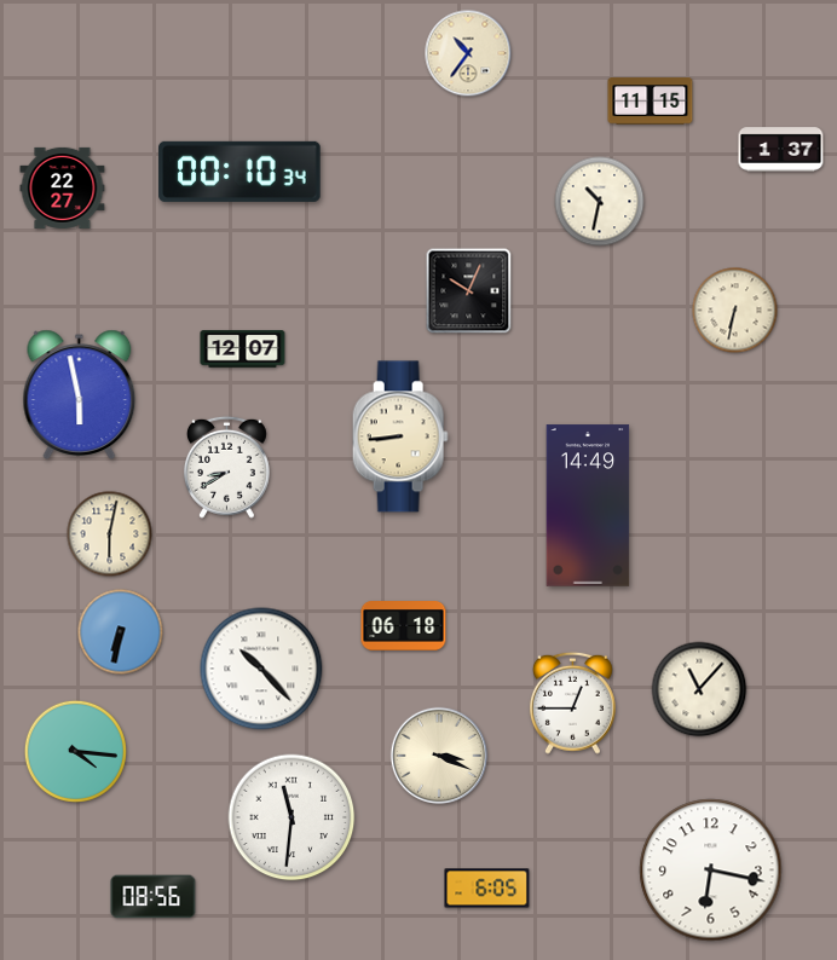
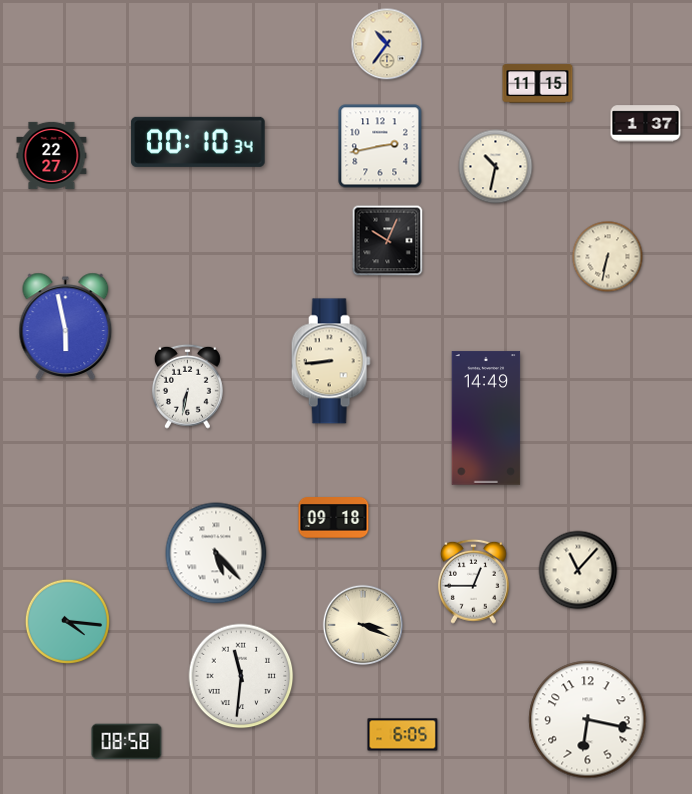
clock at (380, 146): none -> 2:43
clock at (243, 349): 12:07 -> none
clock at (226, 467): 8:40 -> 6:32
clock at (110, 534): 6:02 -> none
clock at (404, 626): 06:18 -> 09:18
clock at (121, 632): 6:32 -> none
clock at (261, 669): 10:23 -> 5:23
clock at (75, 751) position: (75, 751) -> (67, 621)
clock at (154, 897): 08:56 -> 08:58
